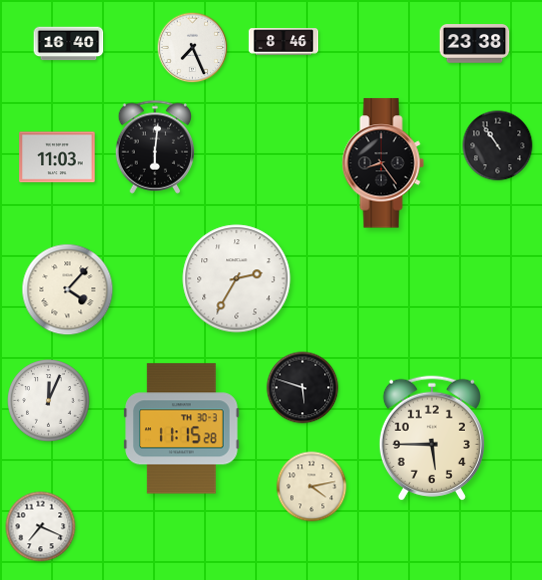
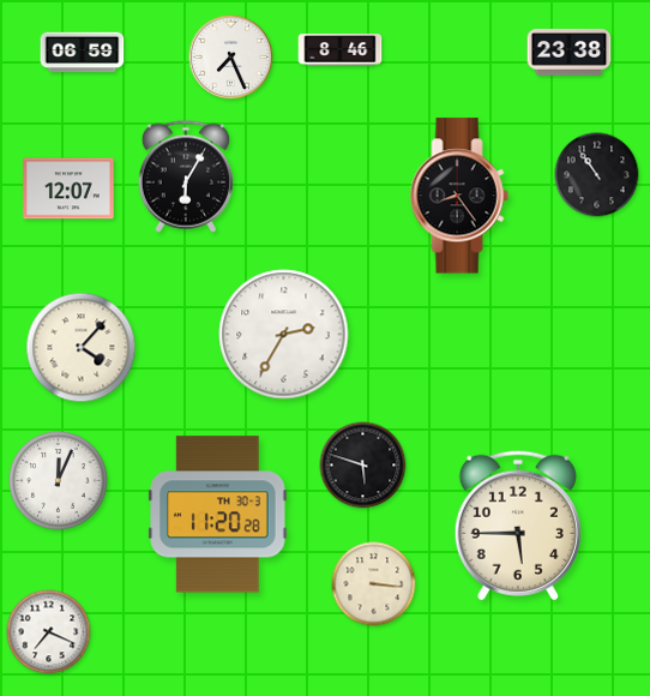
clock at (69, 44): 16:40 -> 06:59
clock at (155, 147): 6:01 -> 6:05
clock at (57, 157): 11:03 -> 12:07
clock at (182, 429): 11:15 -> 11:20
clock at (312, 487): 4:13 -> 3:16
